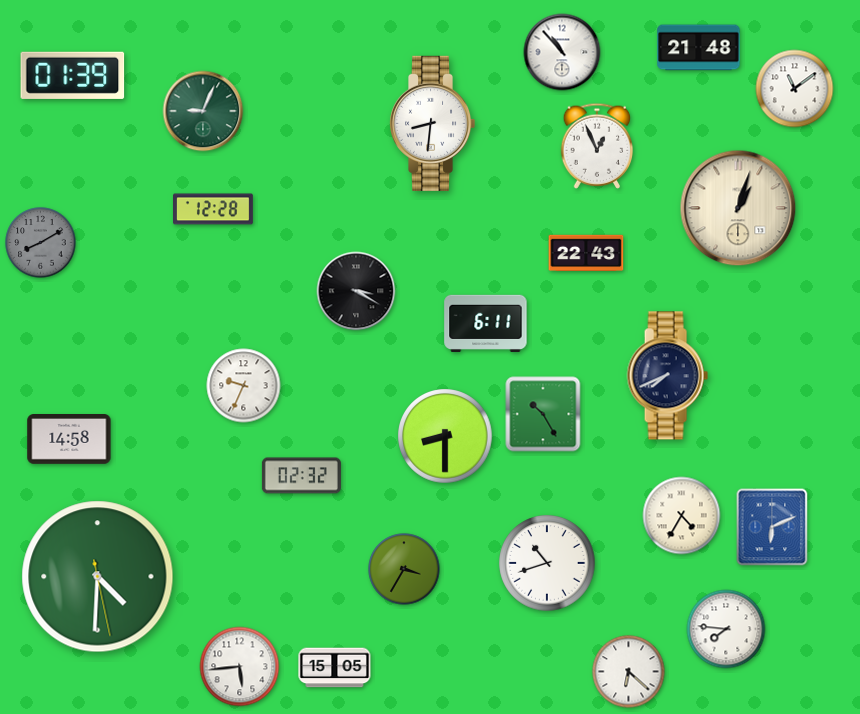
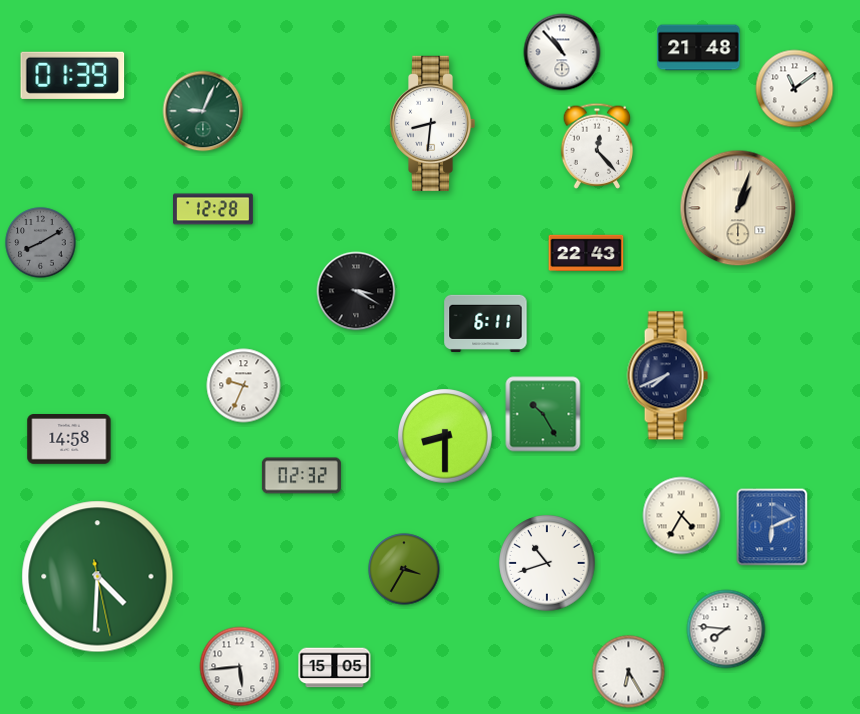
clock at (597, 146): 12:56 -> 12:23
clock at (629, 672): 6:22 -> 6:25
